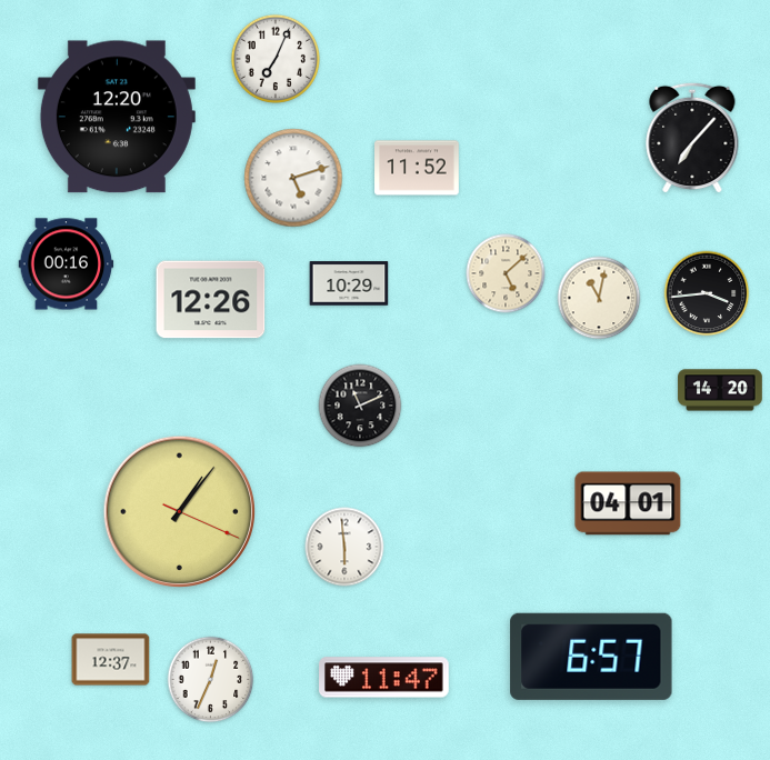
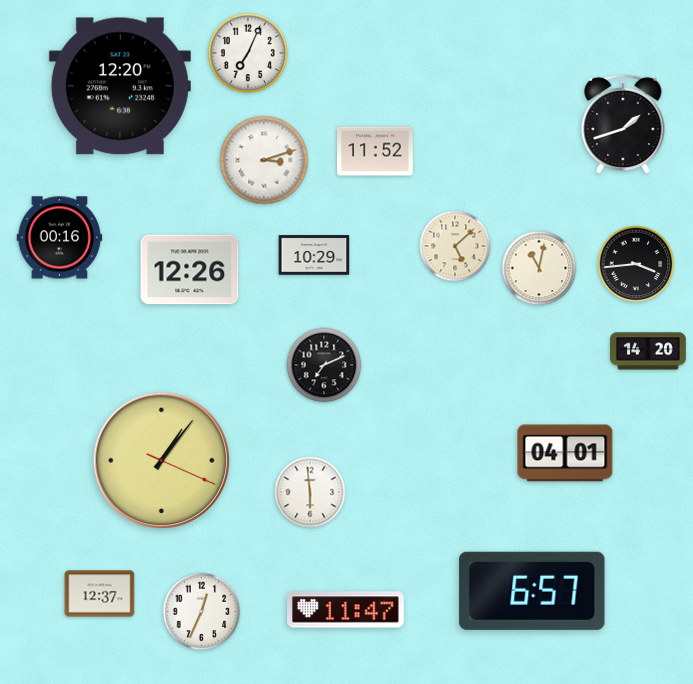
clock at (117, 117) position: (117, 117) -> (120, 86)
clock at (692, 138): 7:07 -> 1:42
clock at (293, 178): 5:12 -> 3:12
clock at (360, 406): 11:11 -> 7:11
clock at (211, 680) position: (211, 680) -> (202, 612)
